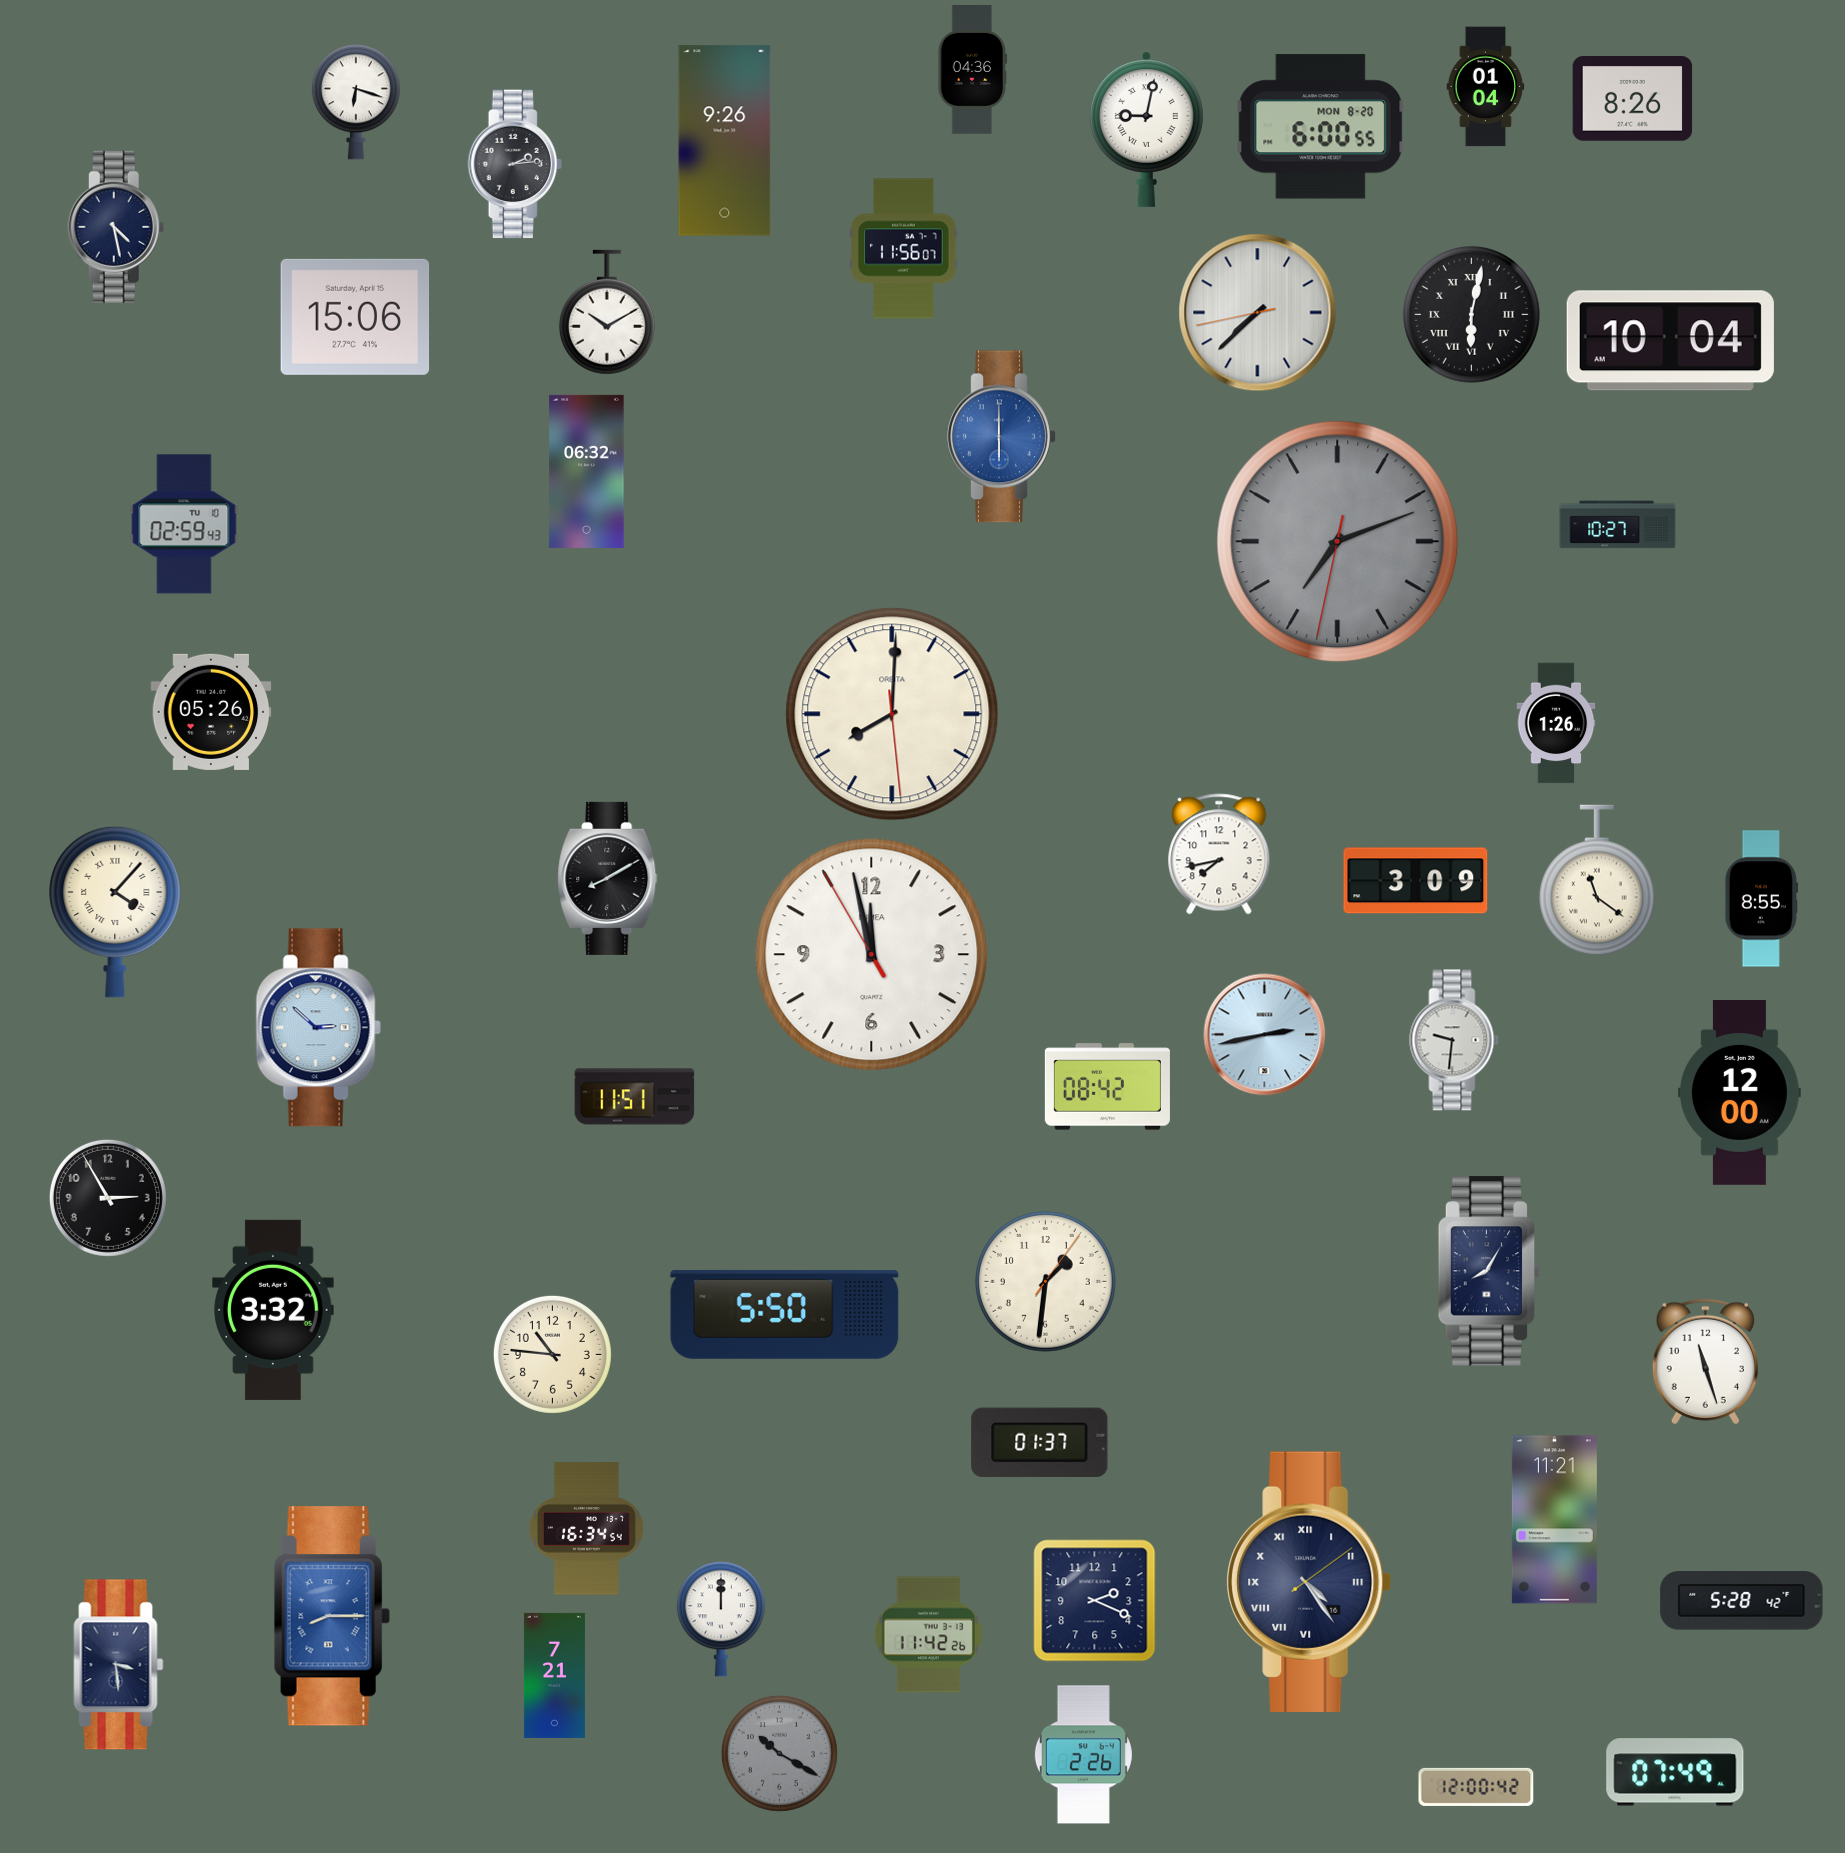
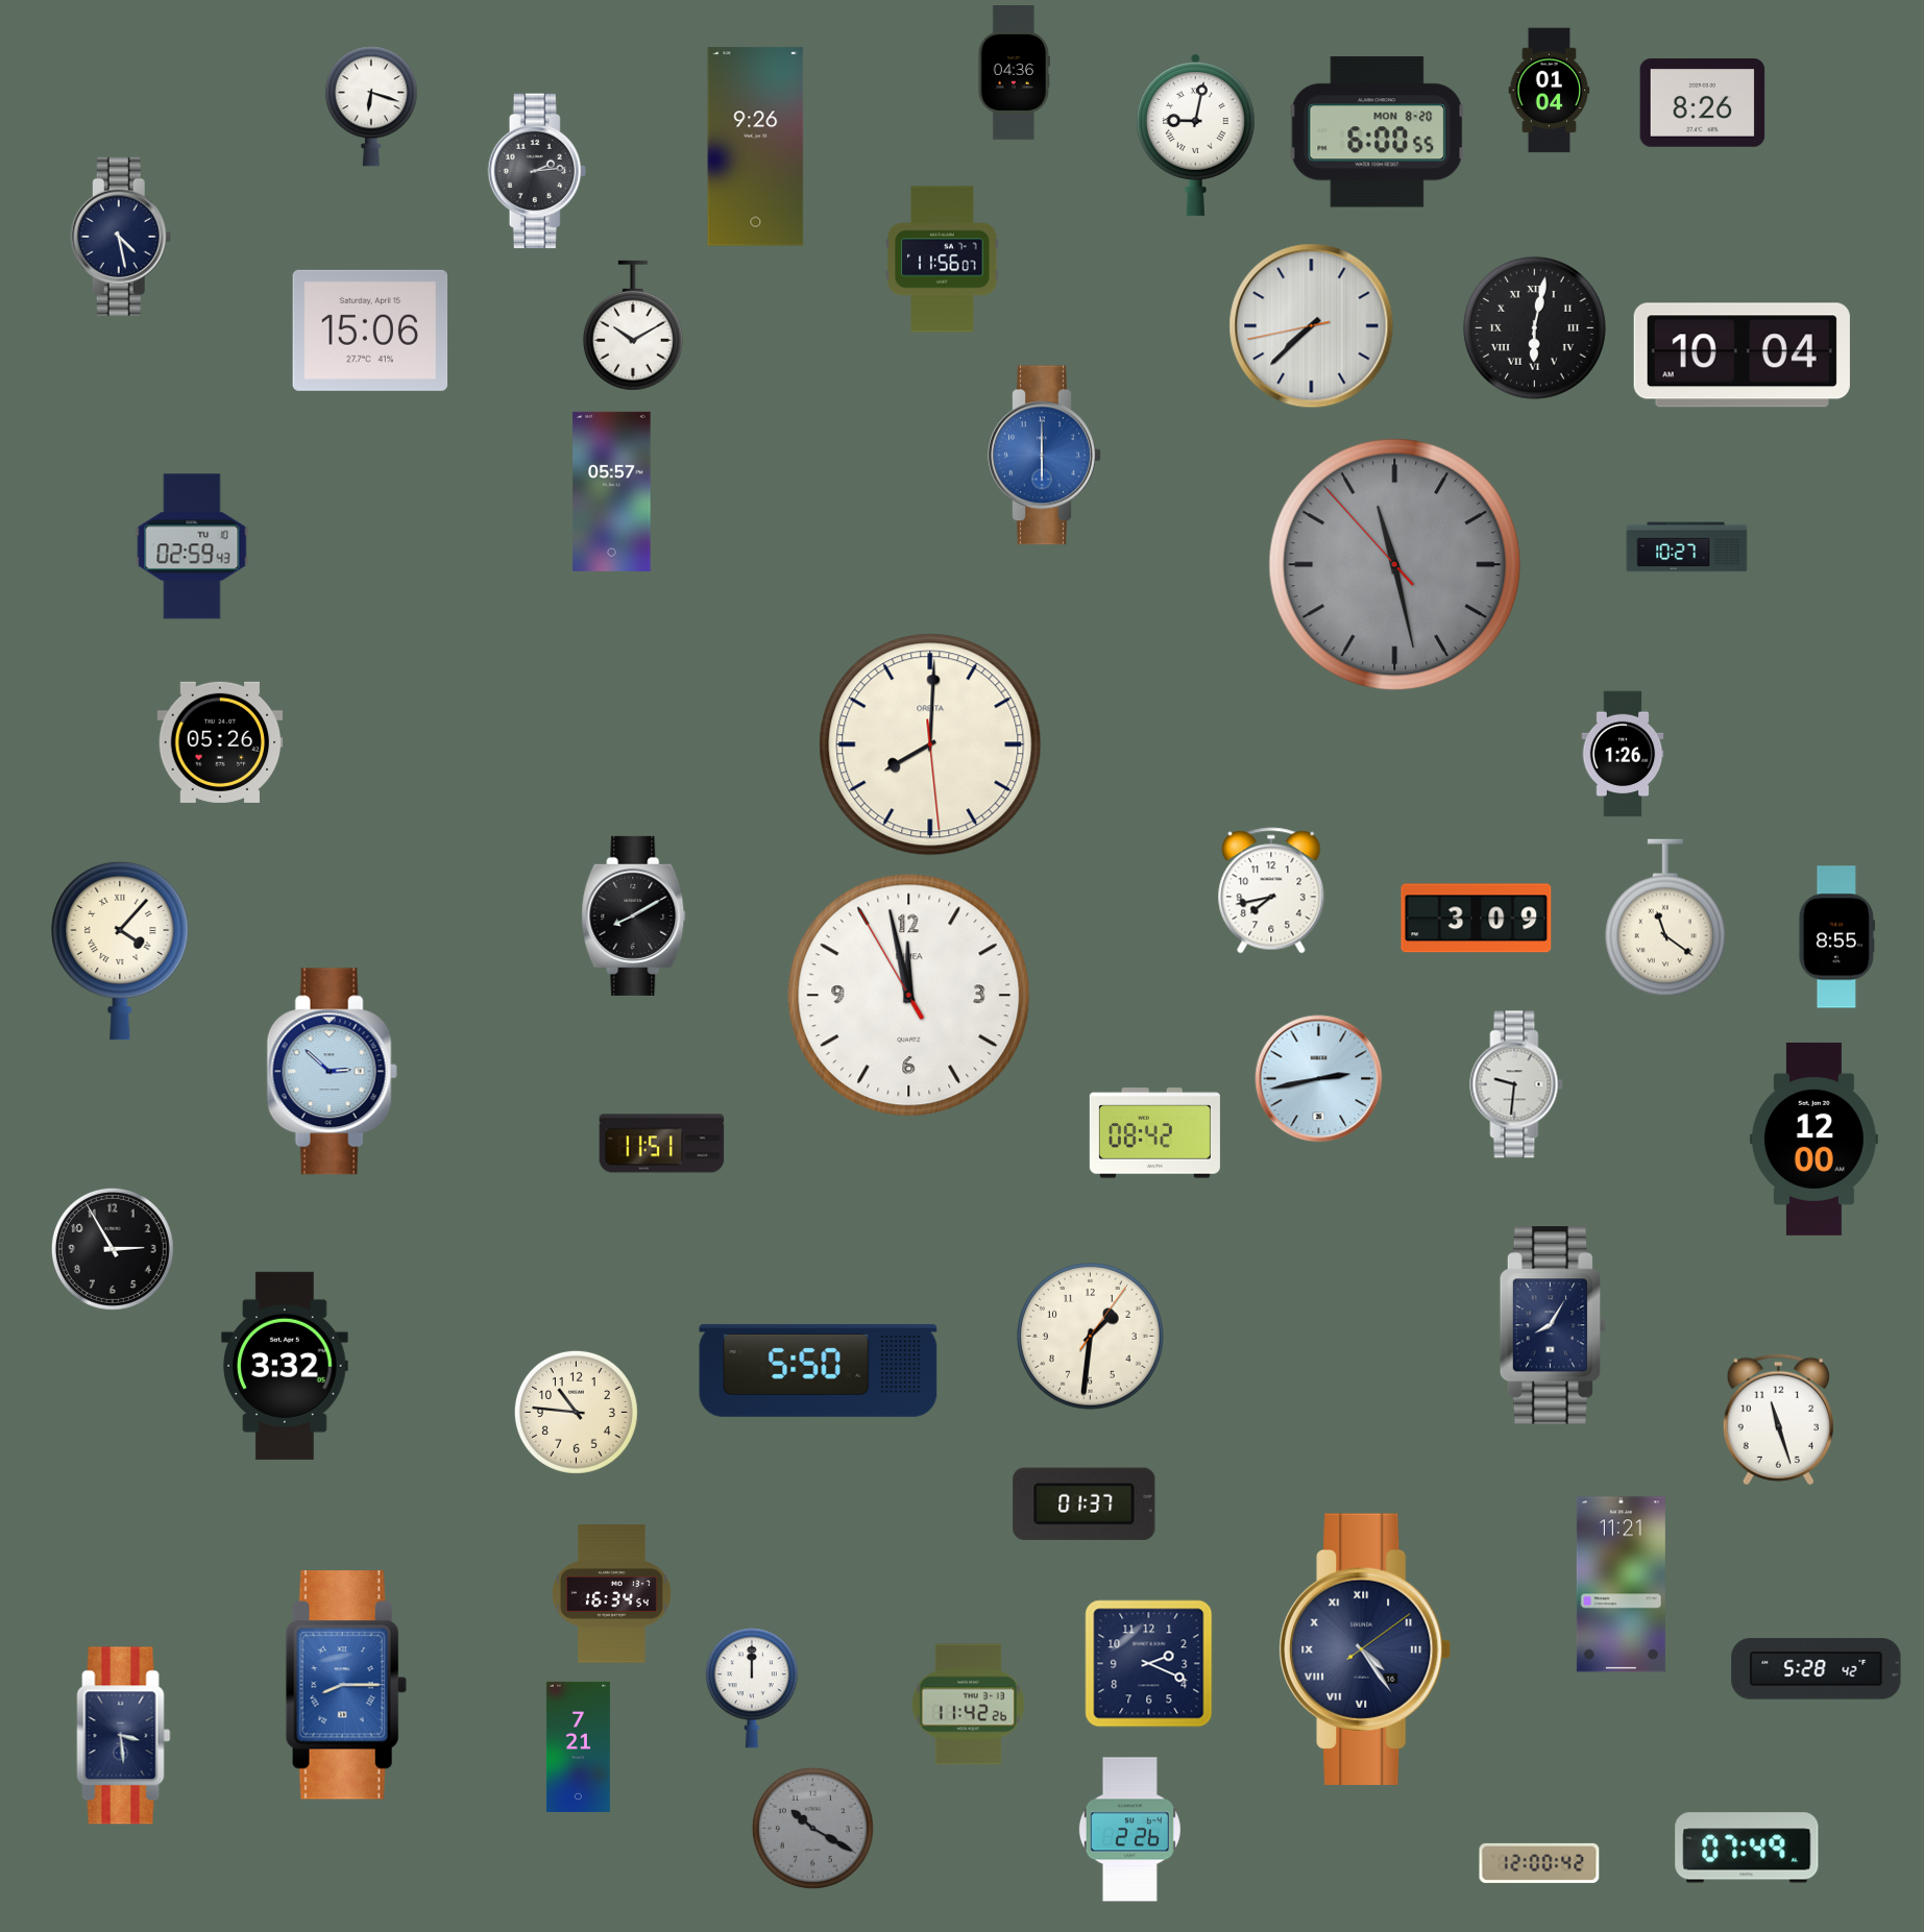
clock at (587, 471): 06:32 -> 05:57
clock at (1338, 542): 7:11 -> 11:27
clock at (1095, 1601) position: (1095, 1601) -> (1149, 1664)
